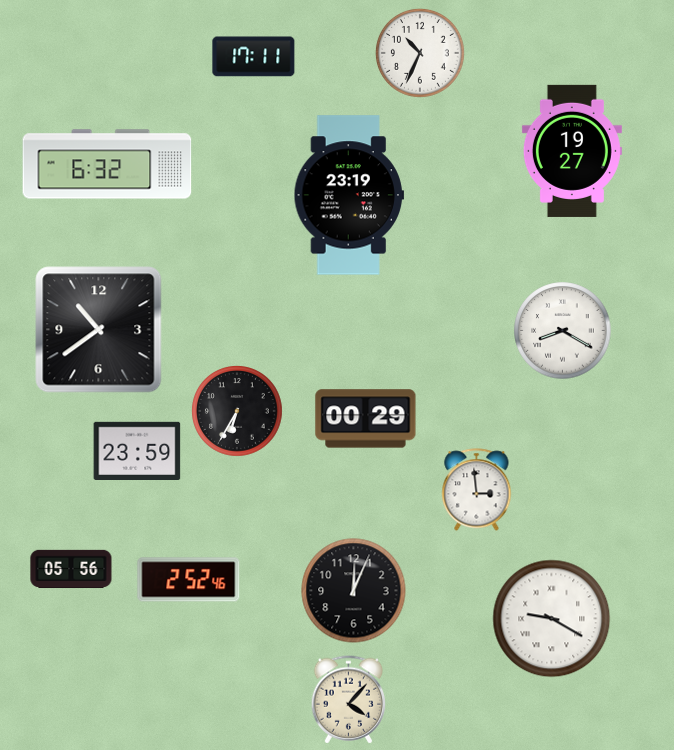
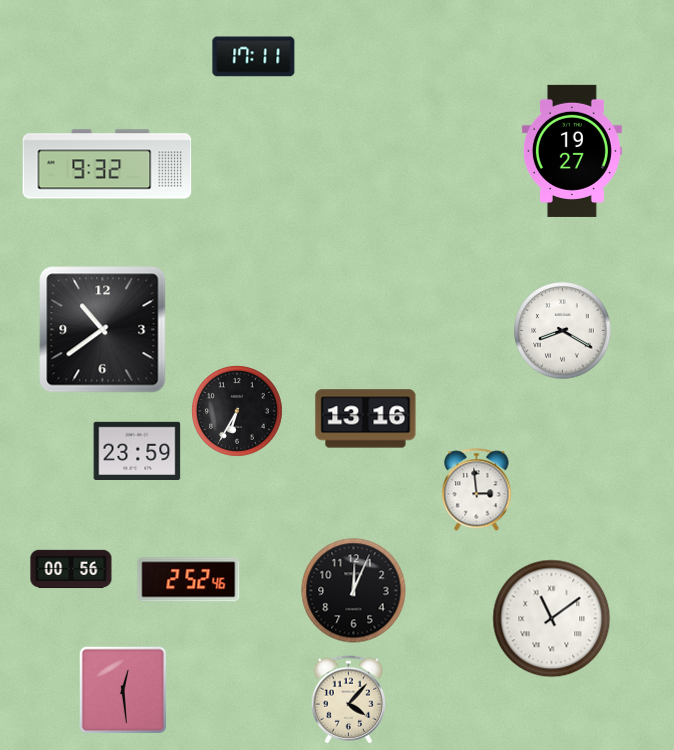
clock at (420, 53): 10:34 -> none
clock at (107, 164): 6:32 -> 9:32
clock at (348, 195): 23:19 -> none
clock at (99, 330) position: (99, 330) -> (103, 330)
clock at (366, 419): 00:29 -> 13:16
clock at (71, 569): 05:56 -> 00:56
clock at (552, 619): 9:20 -> 11:09
clock at (123, 690): none -> 12:29
